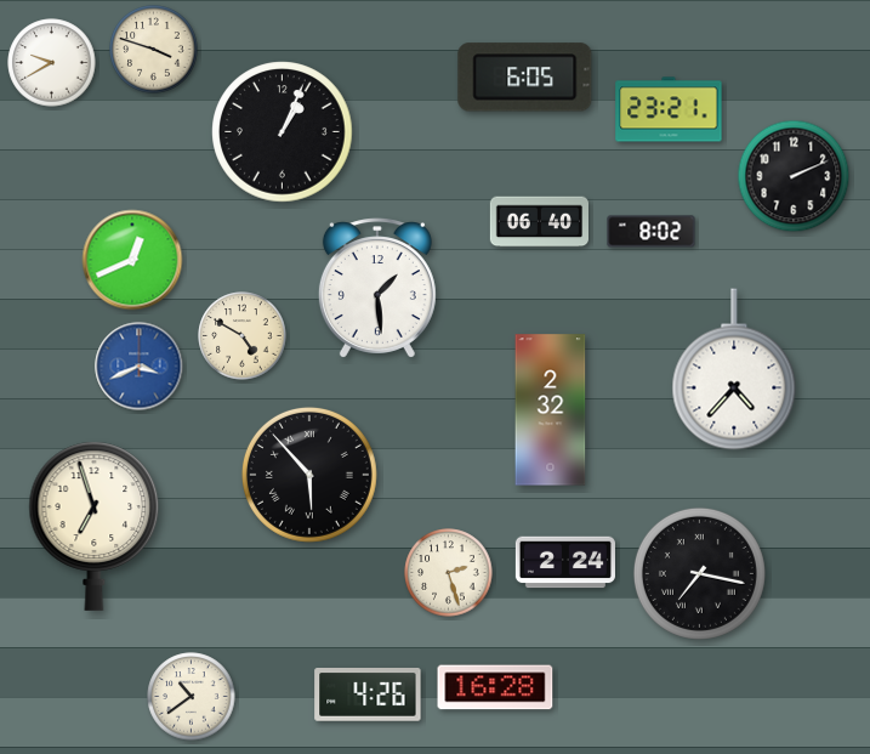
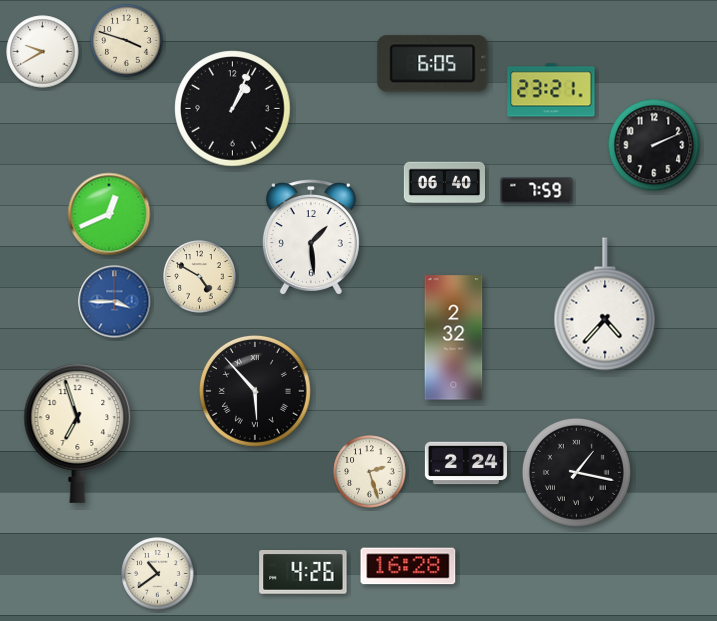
clock at (652, 232): 8:02 -> 7:59
clock at (140, 367): 3:41 -> 3:45
clock at (699, 573): 7:17 -> 1:17
